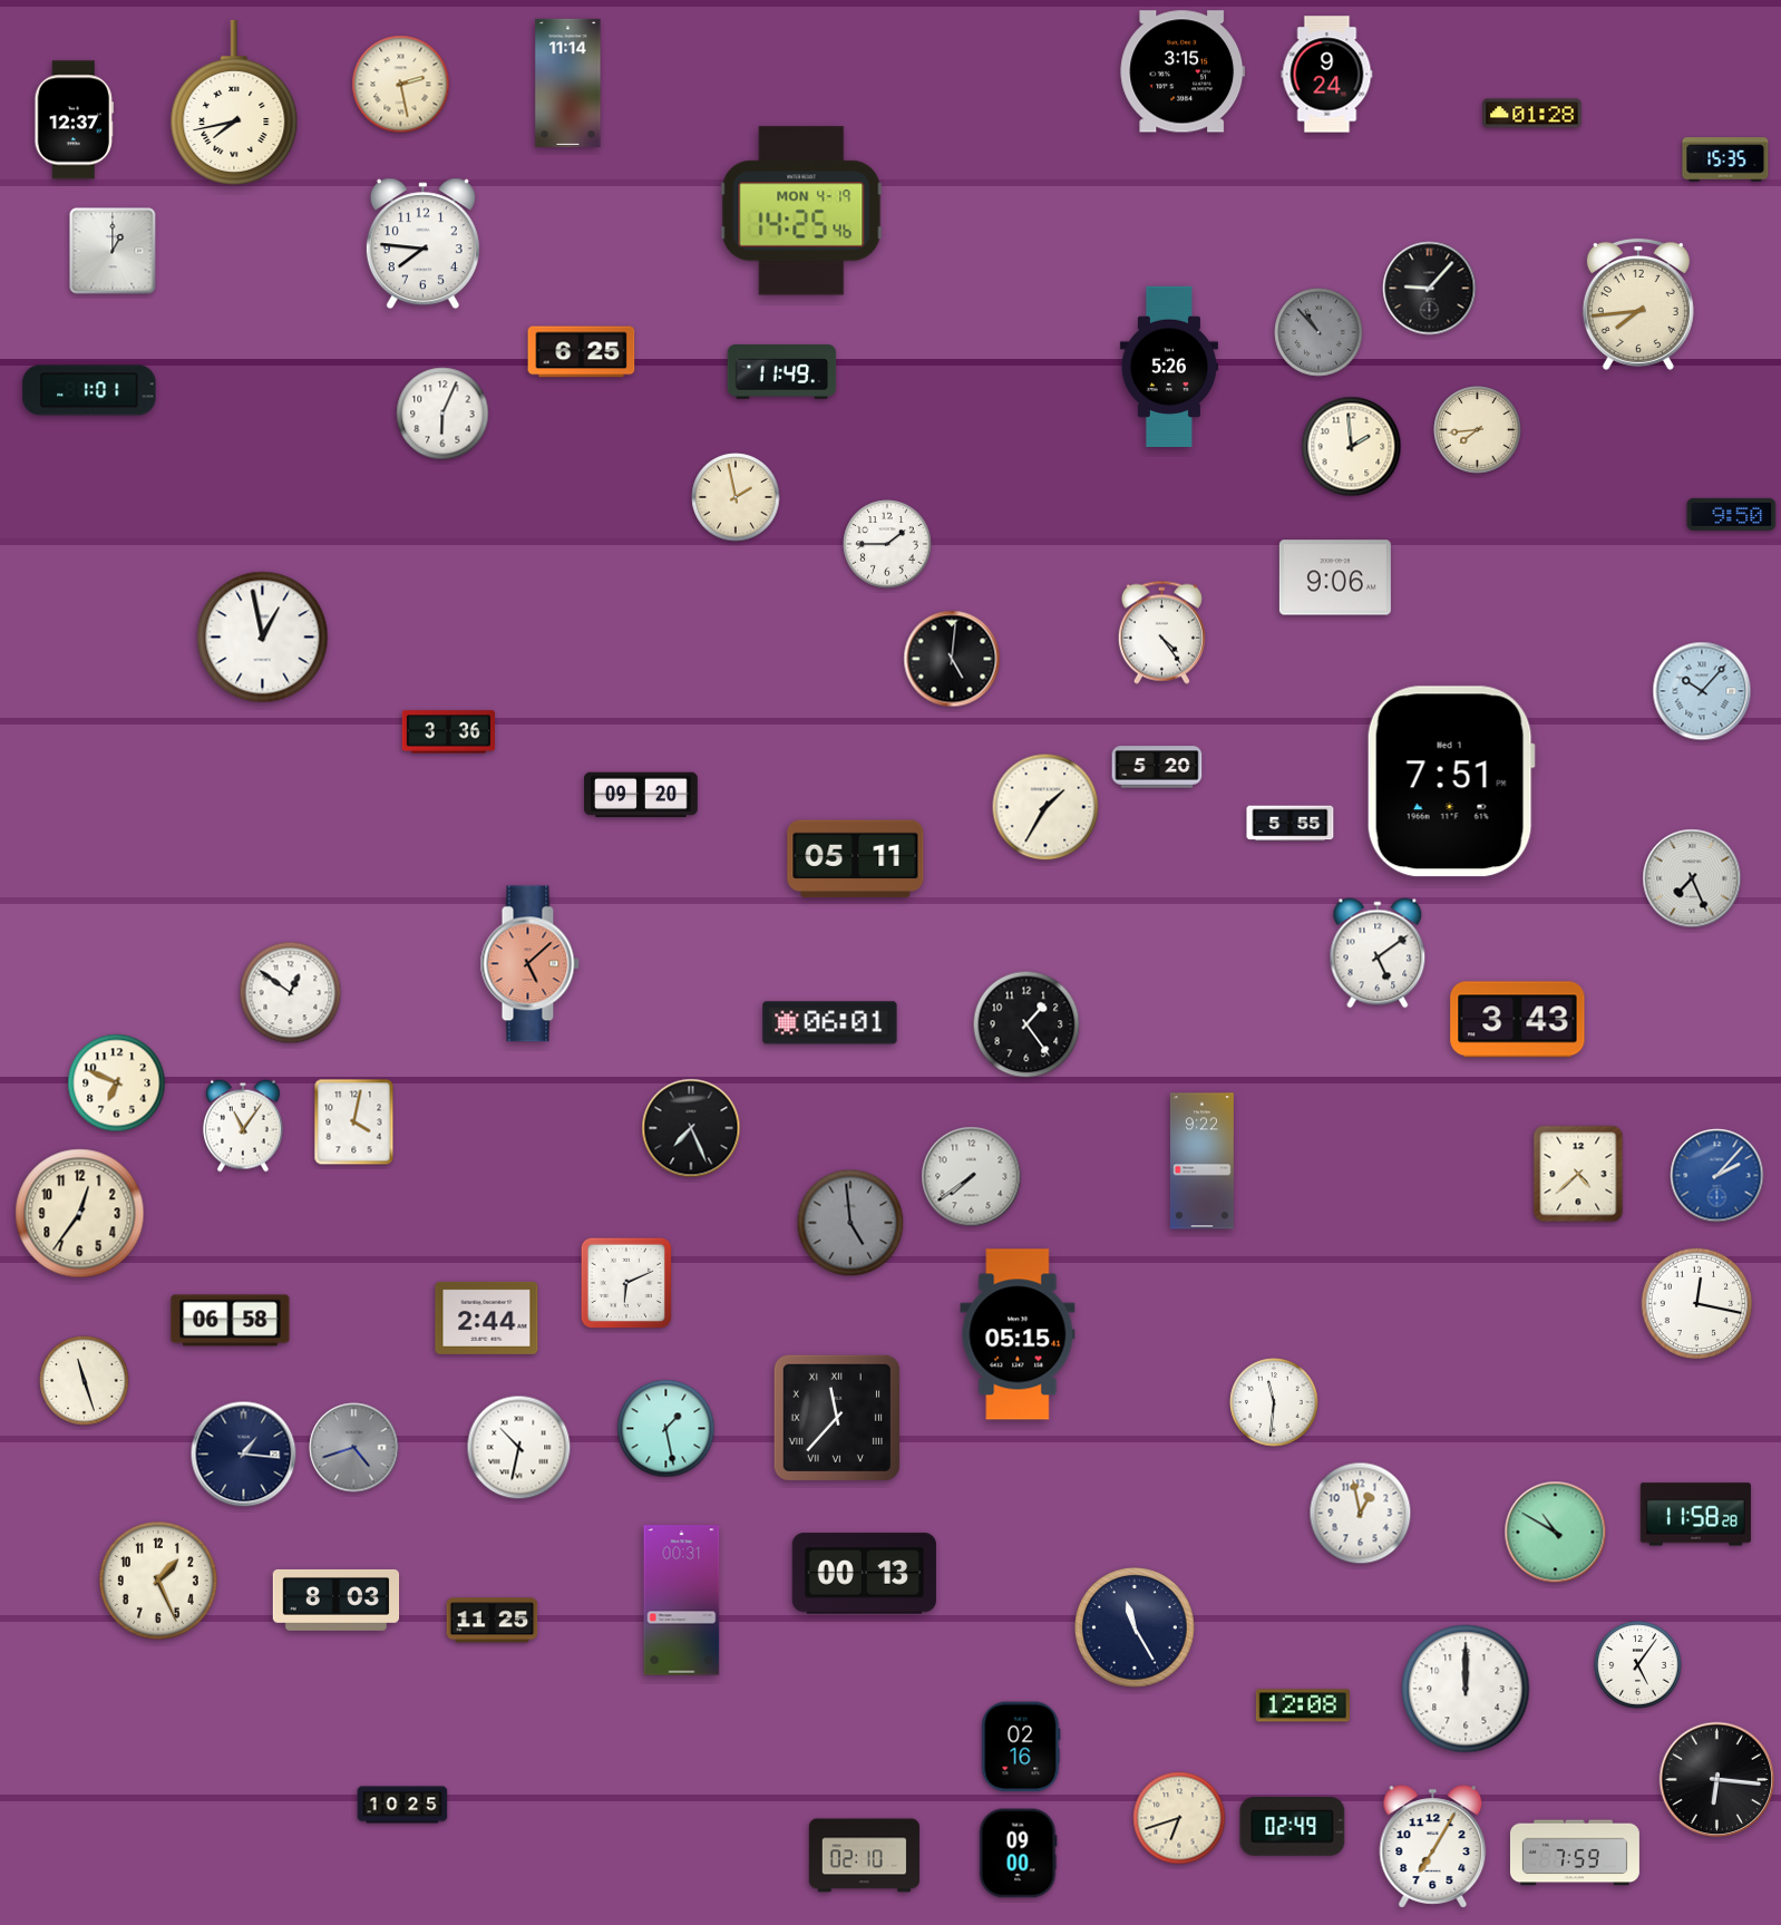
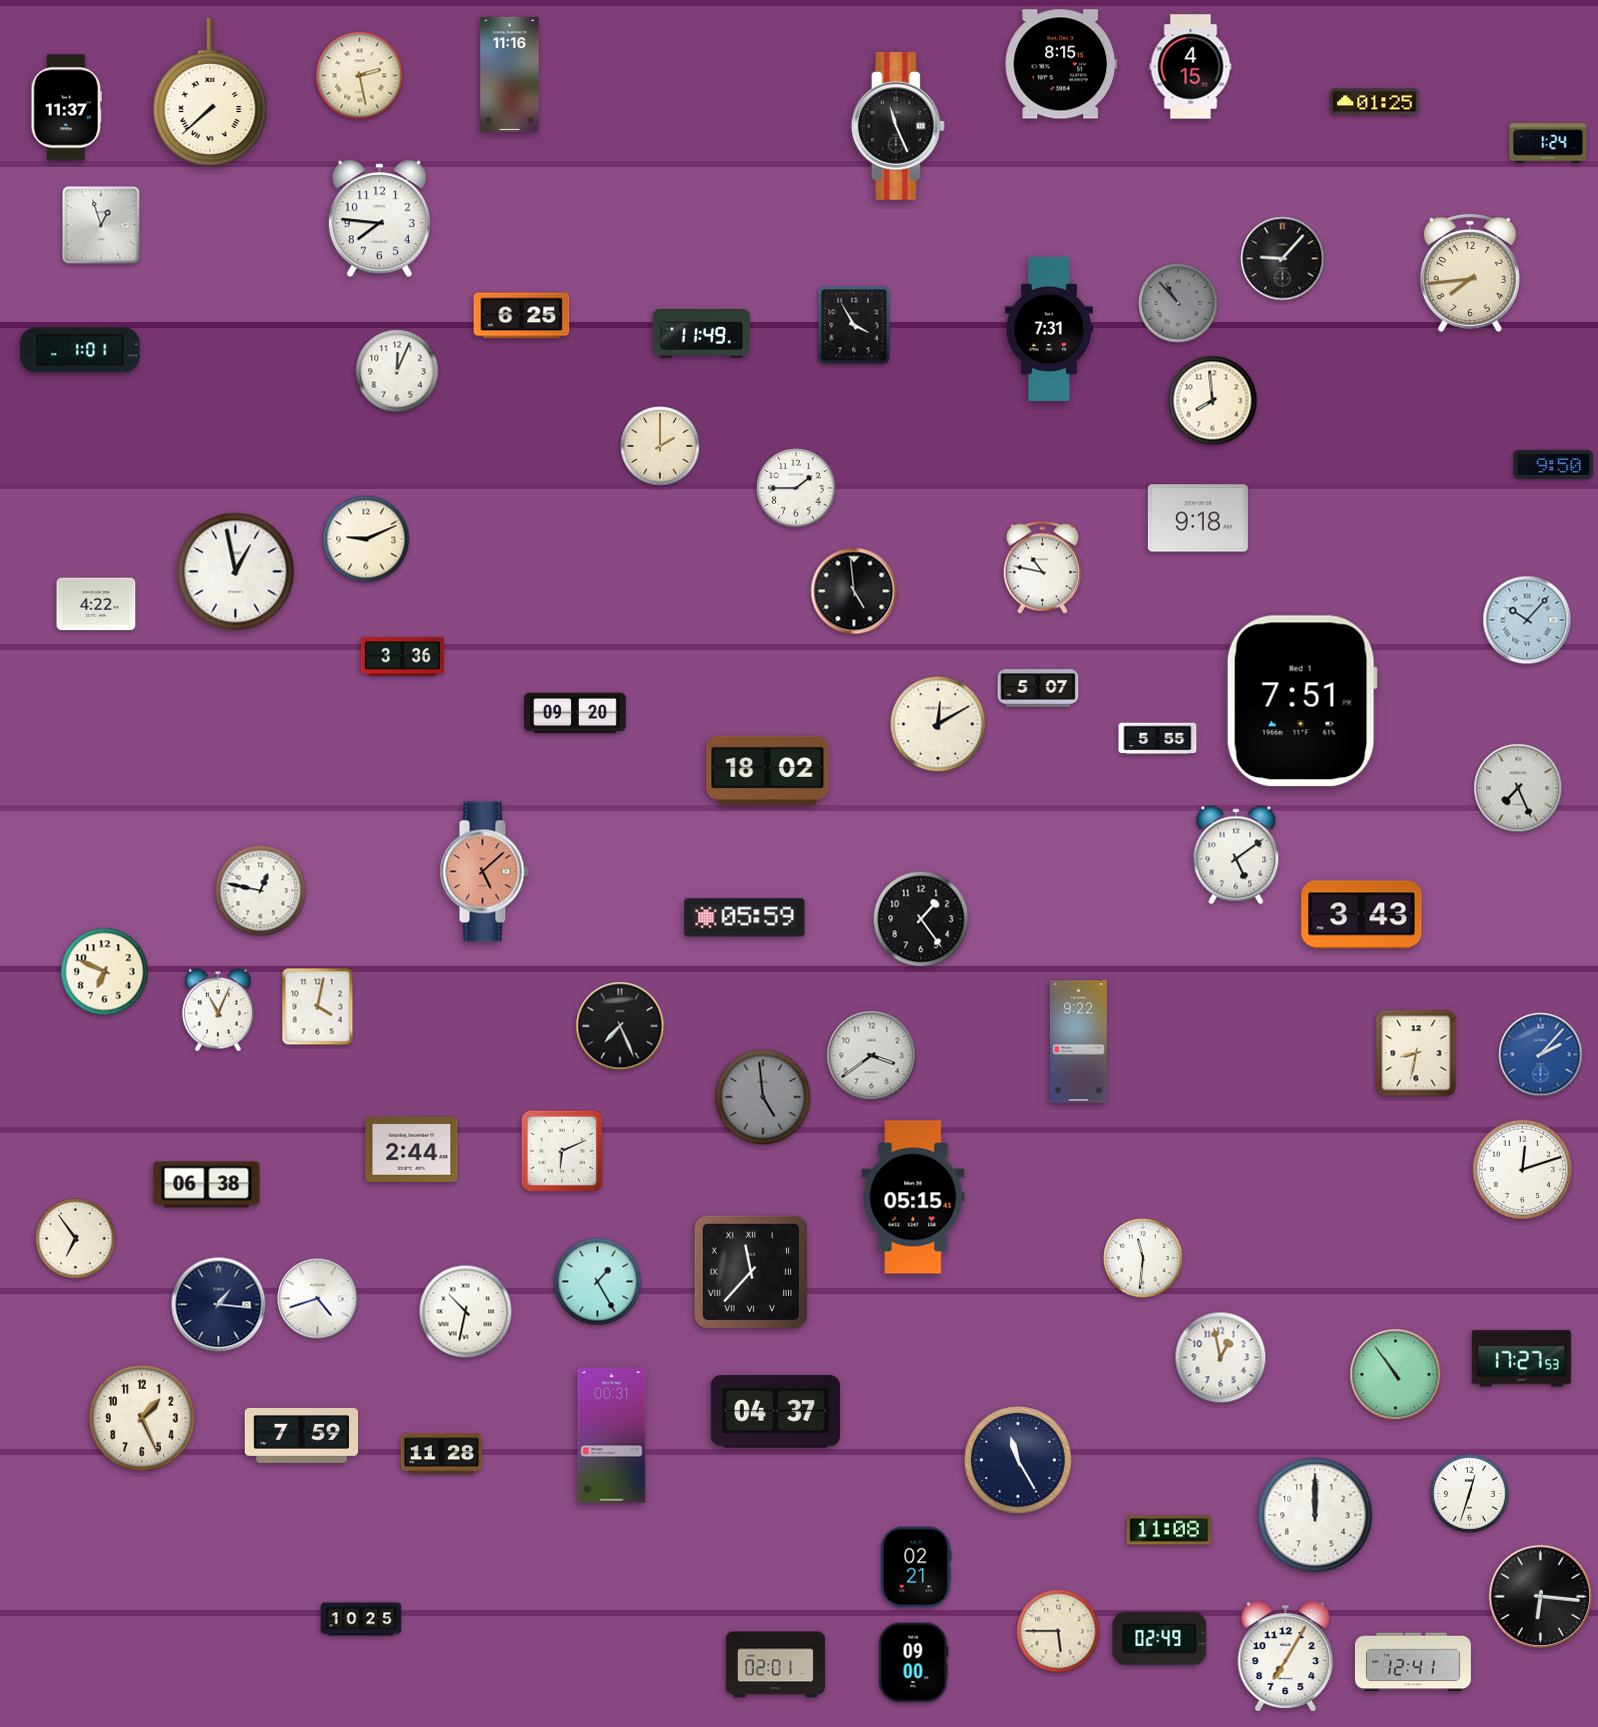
clock at (1183, 71): 3:15 -> 8:15
clock at (1327, 75): 9:24 -> 4:15
clock at (568, 82): 11:14 -> 11:16
clock at (234, 103): 7:43 -> 7:38
clock at (1532, 114): 01:28 -> 01:25
clock at (74, 120): 12:37 -> 11:37
clock at (898, 126): none -> 11:26
clock at (1725, 159): 15:35 -> 1:24
clock at (801, 211): 14:25 -> none
clock at (113, 251): 1:00 -> 12:57
clock at (1318, 332) position: (1318, 332) -> (1178, 303)
clock at (854, 325): none -> 3:55
clock at (1169, 366): 5:26 -> 7:31
clock at (442, 414): 6:04 -> 12:04
clock at (1478, 430): 7:44 -> none
clock at (1352, 447): 1:59 -> 7:59
clock at (736, 497): 1:58 -> 2:00
clock at (1732, 514) position: (1732, 514) -> (1554, 464)
clock at (1335, 577): 9:06 -> 9:18
clock at (366, 539): none -> 9:11
clock at (1161, 632): 4:24 -> 10:47
clock at (952, 659): 5:01 -> 4:59
clock at (96, 604): none -> 4:22
clock at (1157, 767): 5:20 -> 5:07
clock at (1045, 807): 1:35 -> 12:10
clock at (856, 859): 05:11 -> 18:02
clock at (529, 964) position: (529, 964) -> (484, 872)
clock at (291, 993): 12:51 -> 12:47
clock at (830, 1023): 06:01 -> 05:59
clock at (243, 1126): 11:06 -> 11:04
clock at (691, 1128) position: (691, 1128) -> (620, 1026)
clock at (1578, 1174): 4:38 -> 8:32
clock at (972, 1177): 7:39 -> 3:39
clock at (80, 1214): 12:36 -> none
clock at (1697, 1304): 12:17 -> 12:12
clock at (487, 1318) position: (487, 1318) -> (412, 1149)
clock at (231, 1321): 06:58 -> 06:38
clock at (85, 1381): 11:27 -> 6:54
clock at (666, 1429): 1:28 -> 1:25
clock at (354, 1448) dial: grey -> white
clock at (519, 1448) position: (519, 1448) -> (466, 1312)
clock at (1695, 1515): 11:58 -> 17:27
clock at (1556, 1533): 10:50 -> 10:54
clock at (864, 1574): 00:13 -> 04:37
clock at (337, 1600): 8:03 -> 7:59
clock at (493, 1621): 11:25 -> 11:28
clock at (1638, 1665): 5:06 -> 12:33
clock at (1303, 1705): 12:08 -> 11:08
clock at (1021, 1747): 02:16 -> 02:21
clock at (1179, 1818): 6:42 -> 5:45
clock at (1575, 1853): 7:59 -> 12:41
clock at (864, 1856): 02:10 -> 02:01
